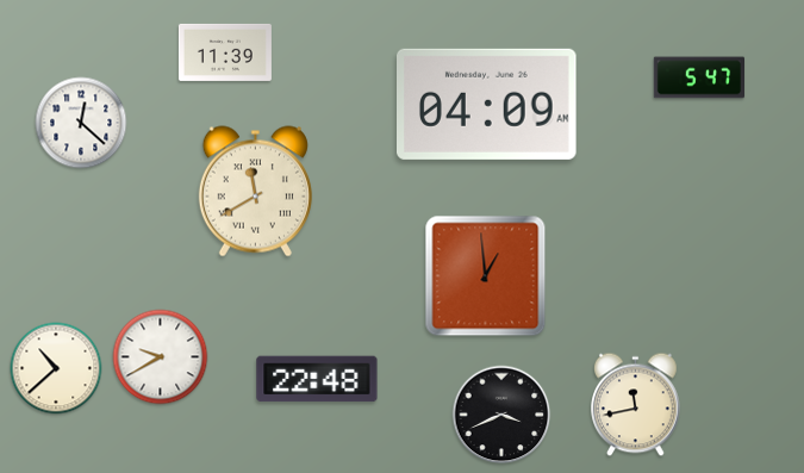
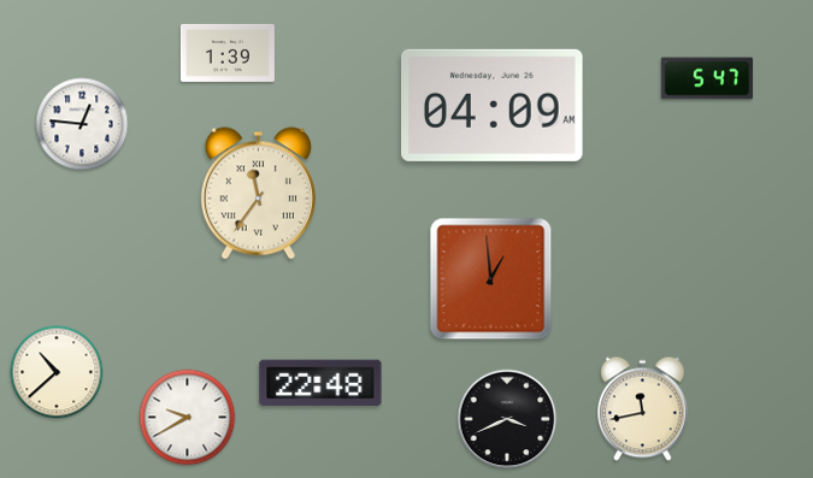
clock at (225, 52): 11:39 -> 1:39
clock at (81, 123): 12:22 -> 12:46
clock at (255, 192): 11:40 -> 11:36
clock at (161, 357) position: (161, 357) -> (188, 418)
